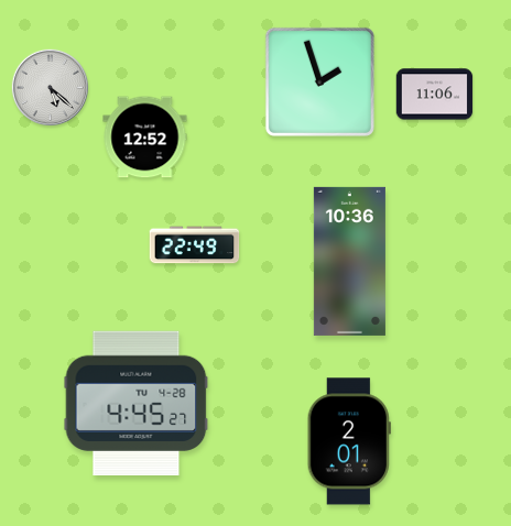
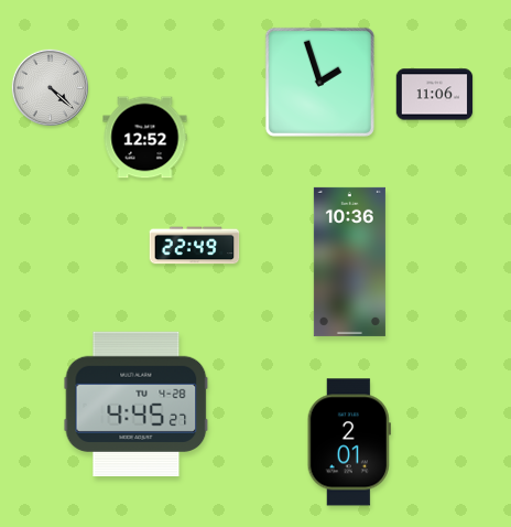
clock at (50, 87): 5:22 -> 4:22
